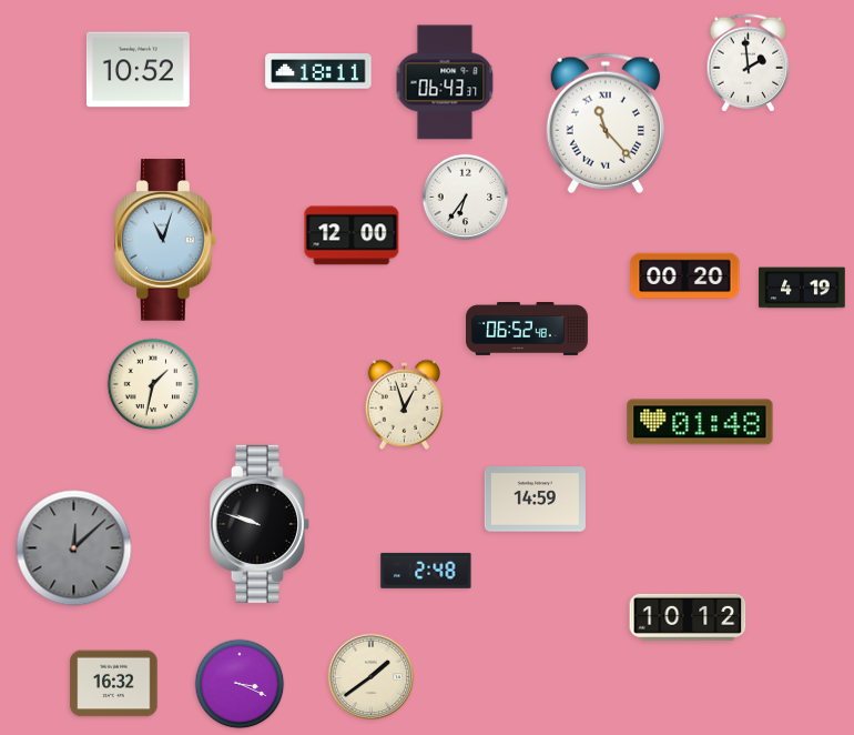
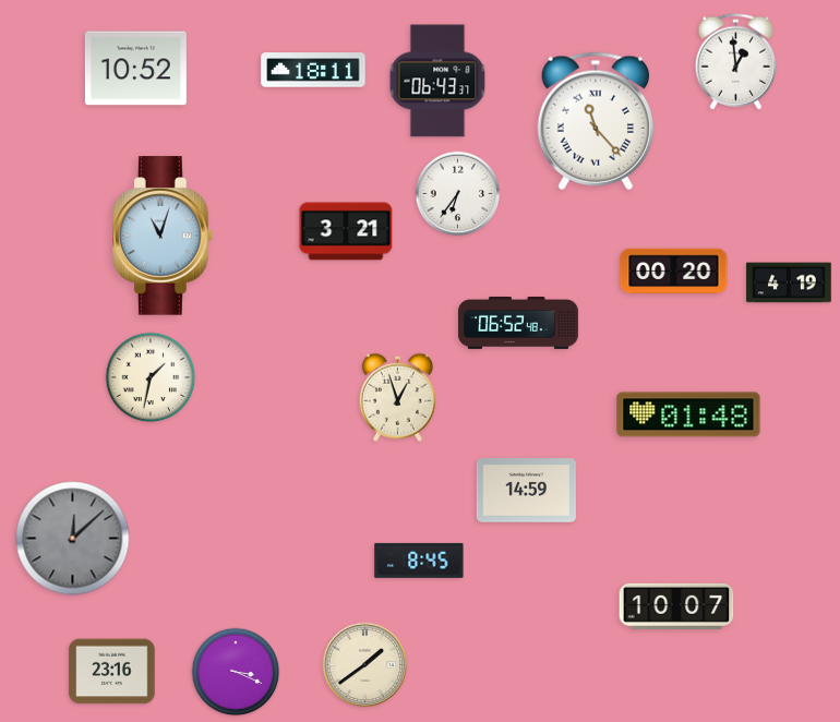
clock at (749, 63): 1:59 -> 12:59
clock at (352, 235): 12:00 -> 3:21
clock at (260, 524): 9:48 -> none
clock at (426, 571): 2:48 -> 8:45
clock at (688, 617): 10:12 -> 10:07
clock at (114, 684): 16:32 -> 23:16
